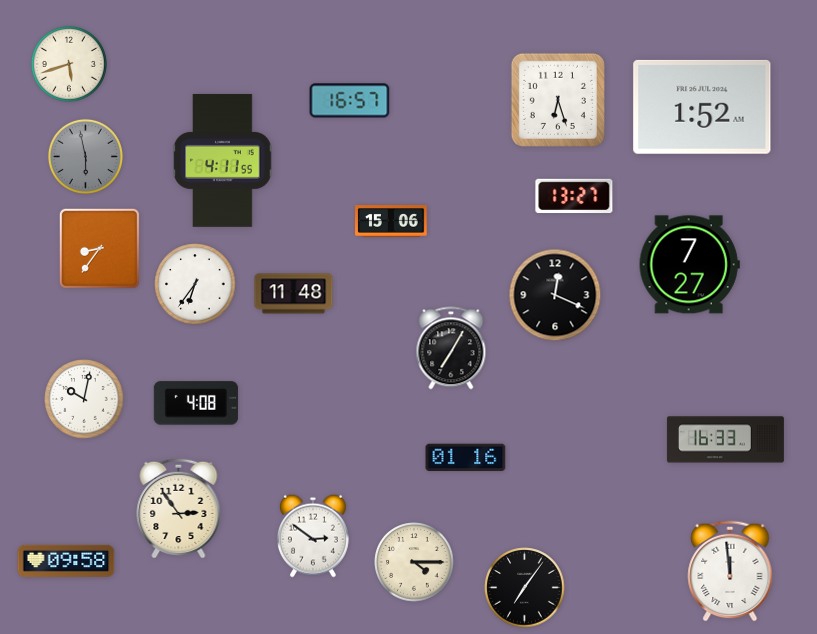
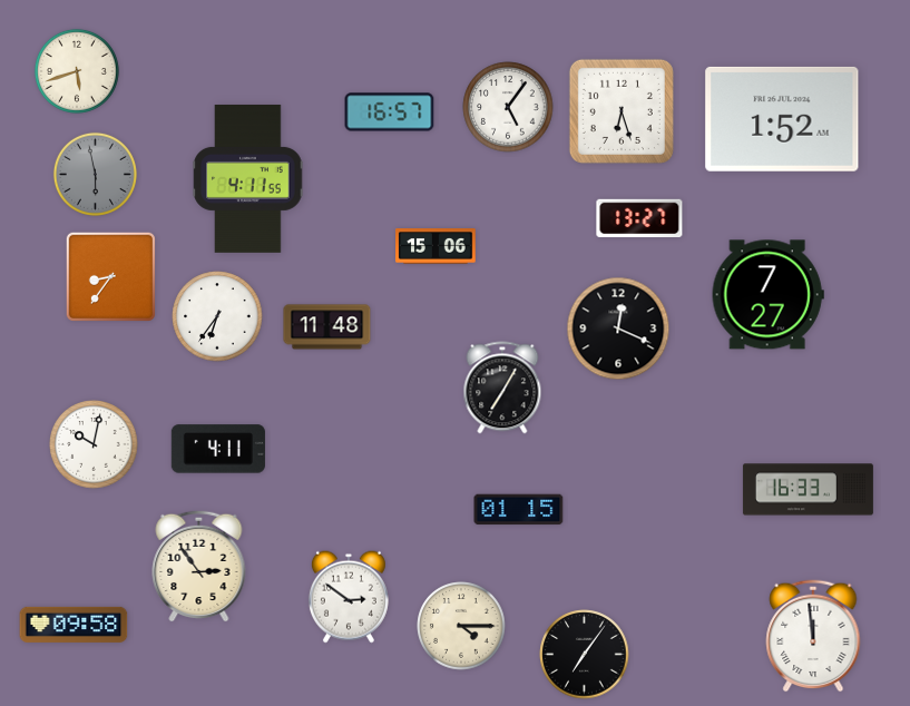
clock at (508, 107): none -> 5:06
clock at (196, 403): 4:08 -> 4:11
clock at (466, 458): 01:16 -> 01:15
